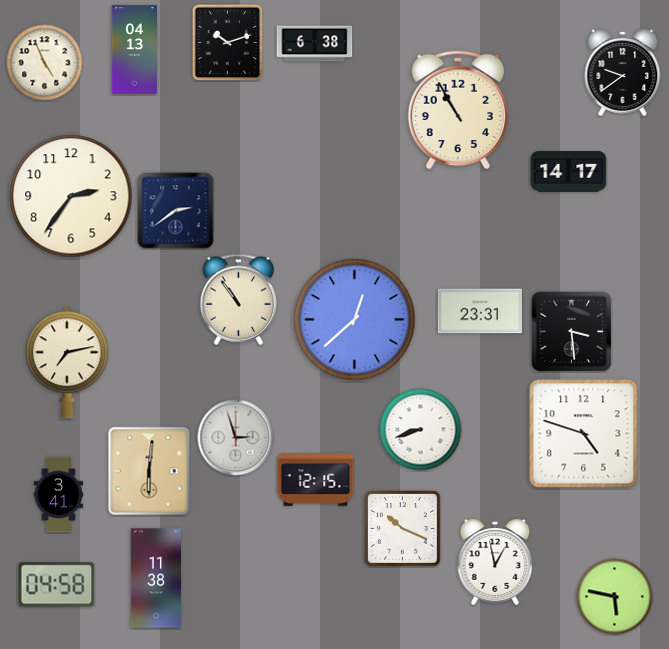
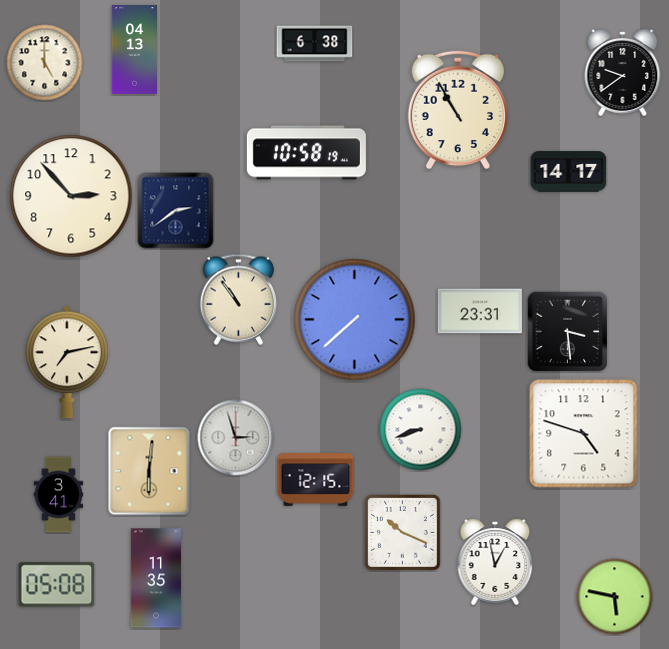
clock at (228, 42): 10:12 -> none
clock at (45, 63): 4:56 -> 5:00
clock at (306, 153): none -> 10:58
clock at (71, 196): 2:36 -> 2:53
clock at (355, 320): 12:38 -> 7:38
clock at (572, 332) position: (572, 332) -> (568, 332)
clock at (403, 529) position: (403, 529) -> (403, 533)
clock at (155, 578): 11:38 -> 11:35
clock at (57, 585): 04:58 -> 05:08
